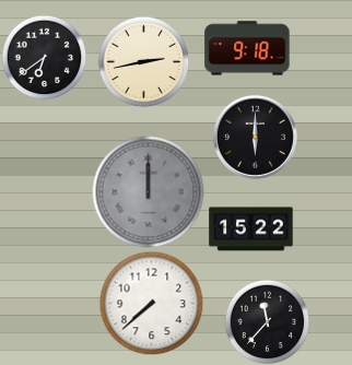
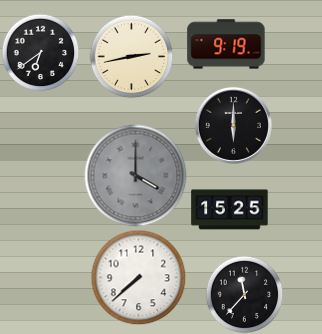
clock at (247, 48): 9:18 -> 9:19
clock at (149, 192): 12:00 -> 4:00
clock at (251, 229): 15:22 -> 15:25
